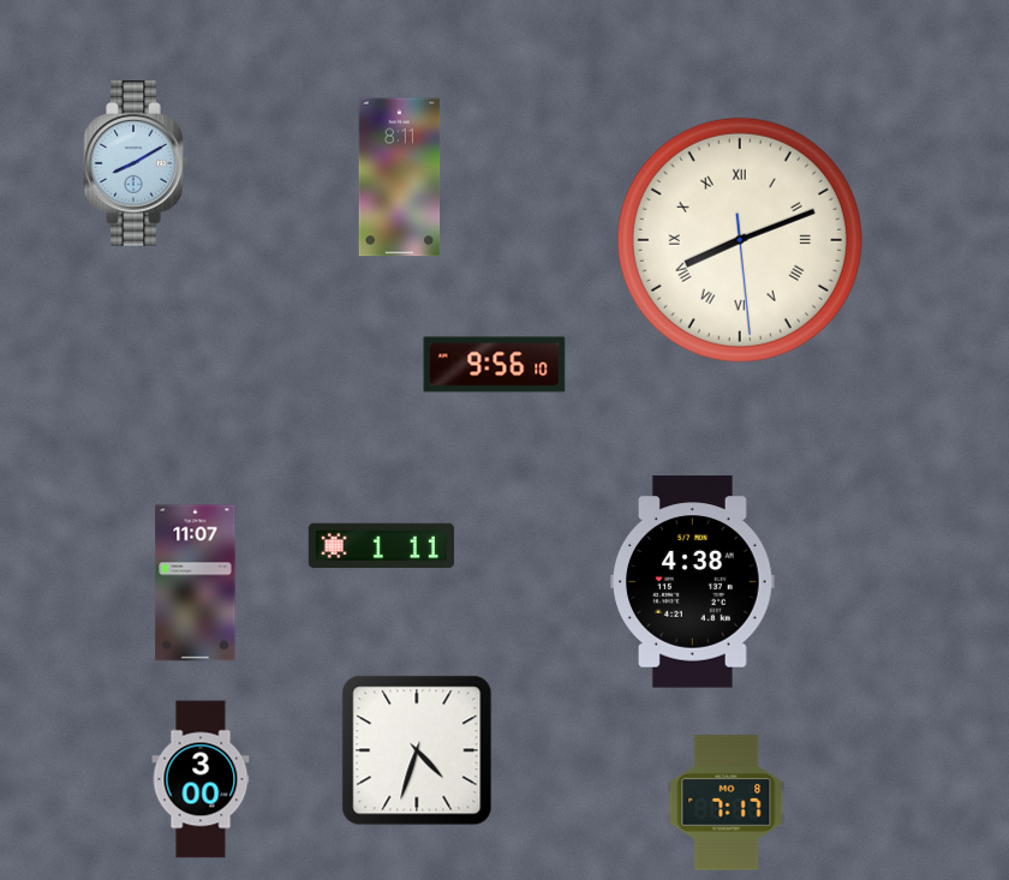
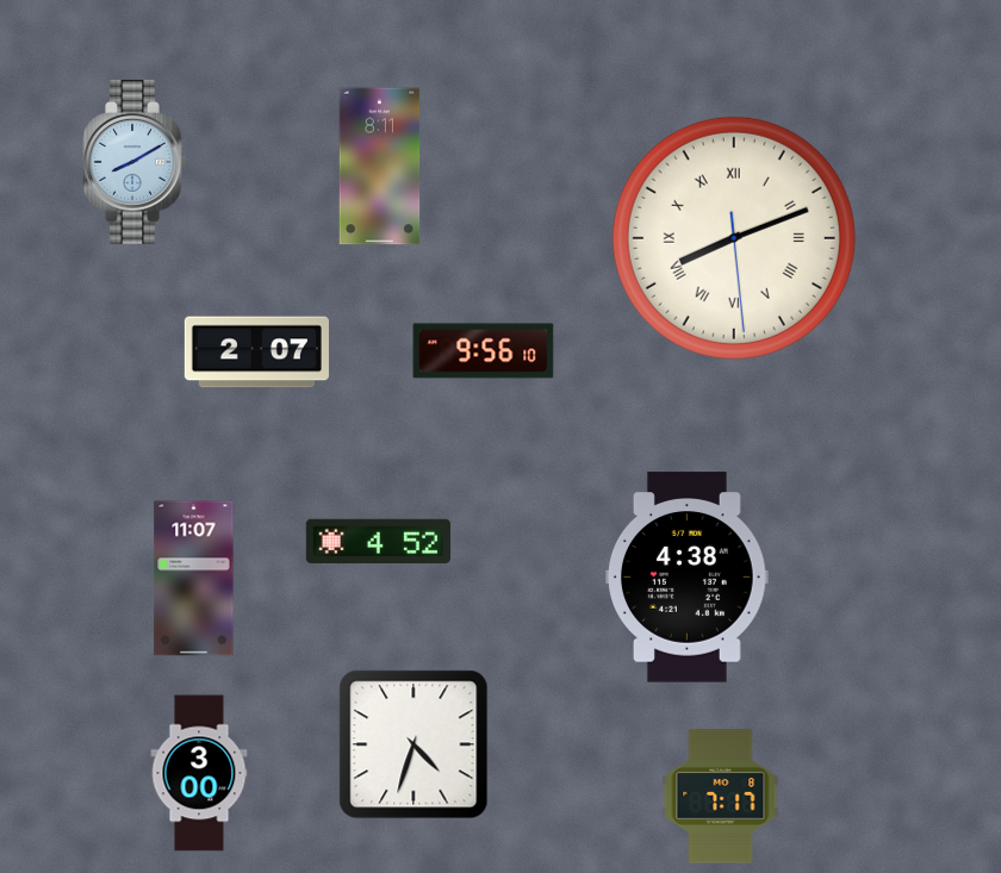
clock at (400, 178) position: (400, 178) -> (380, 167)
clock at (256, 353): none -> 2:07
clock at (495, 365) position: (495, 365) -> (484, 351)
clock at (381, 546): 1:11 -> 4:52
